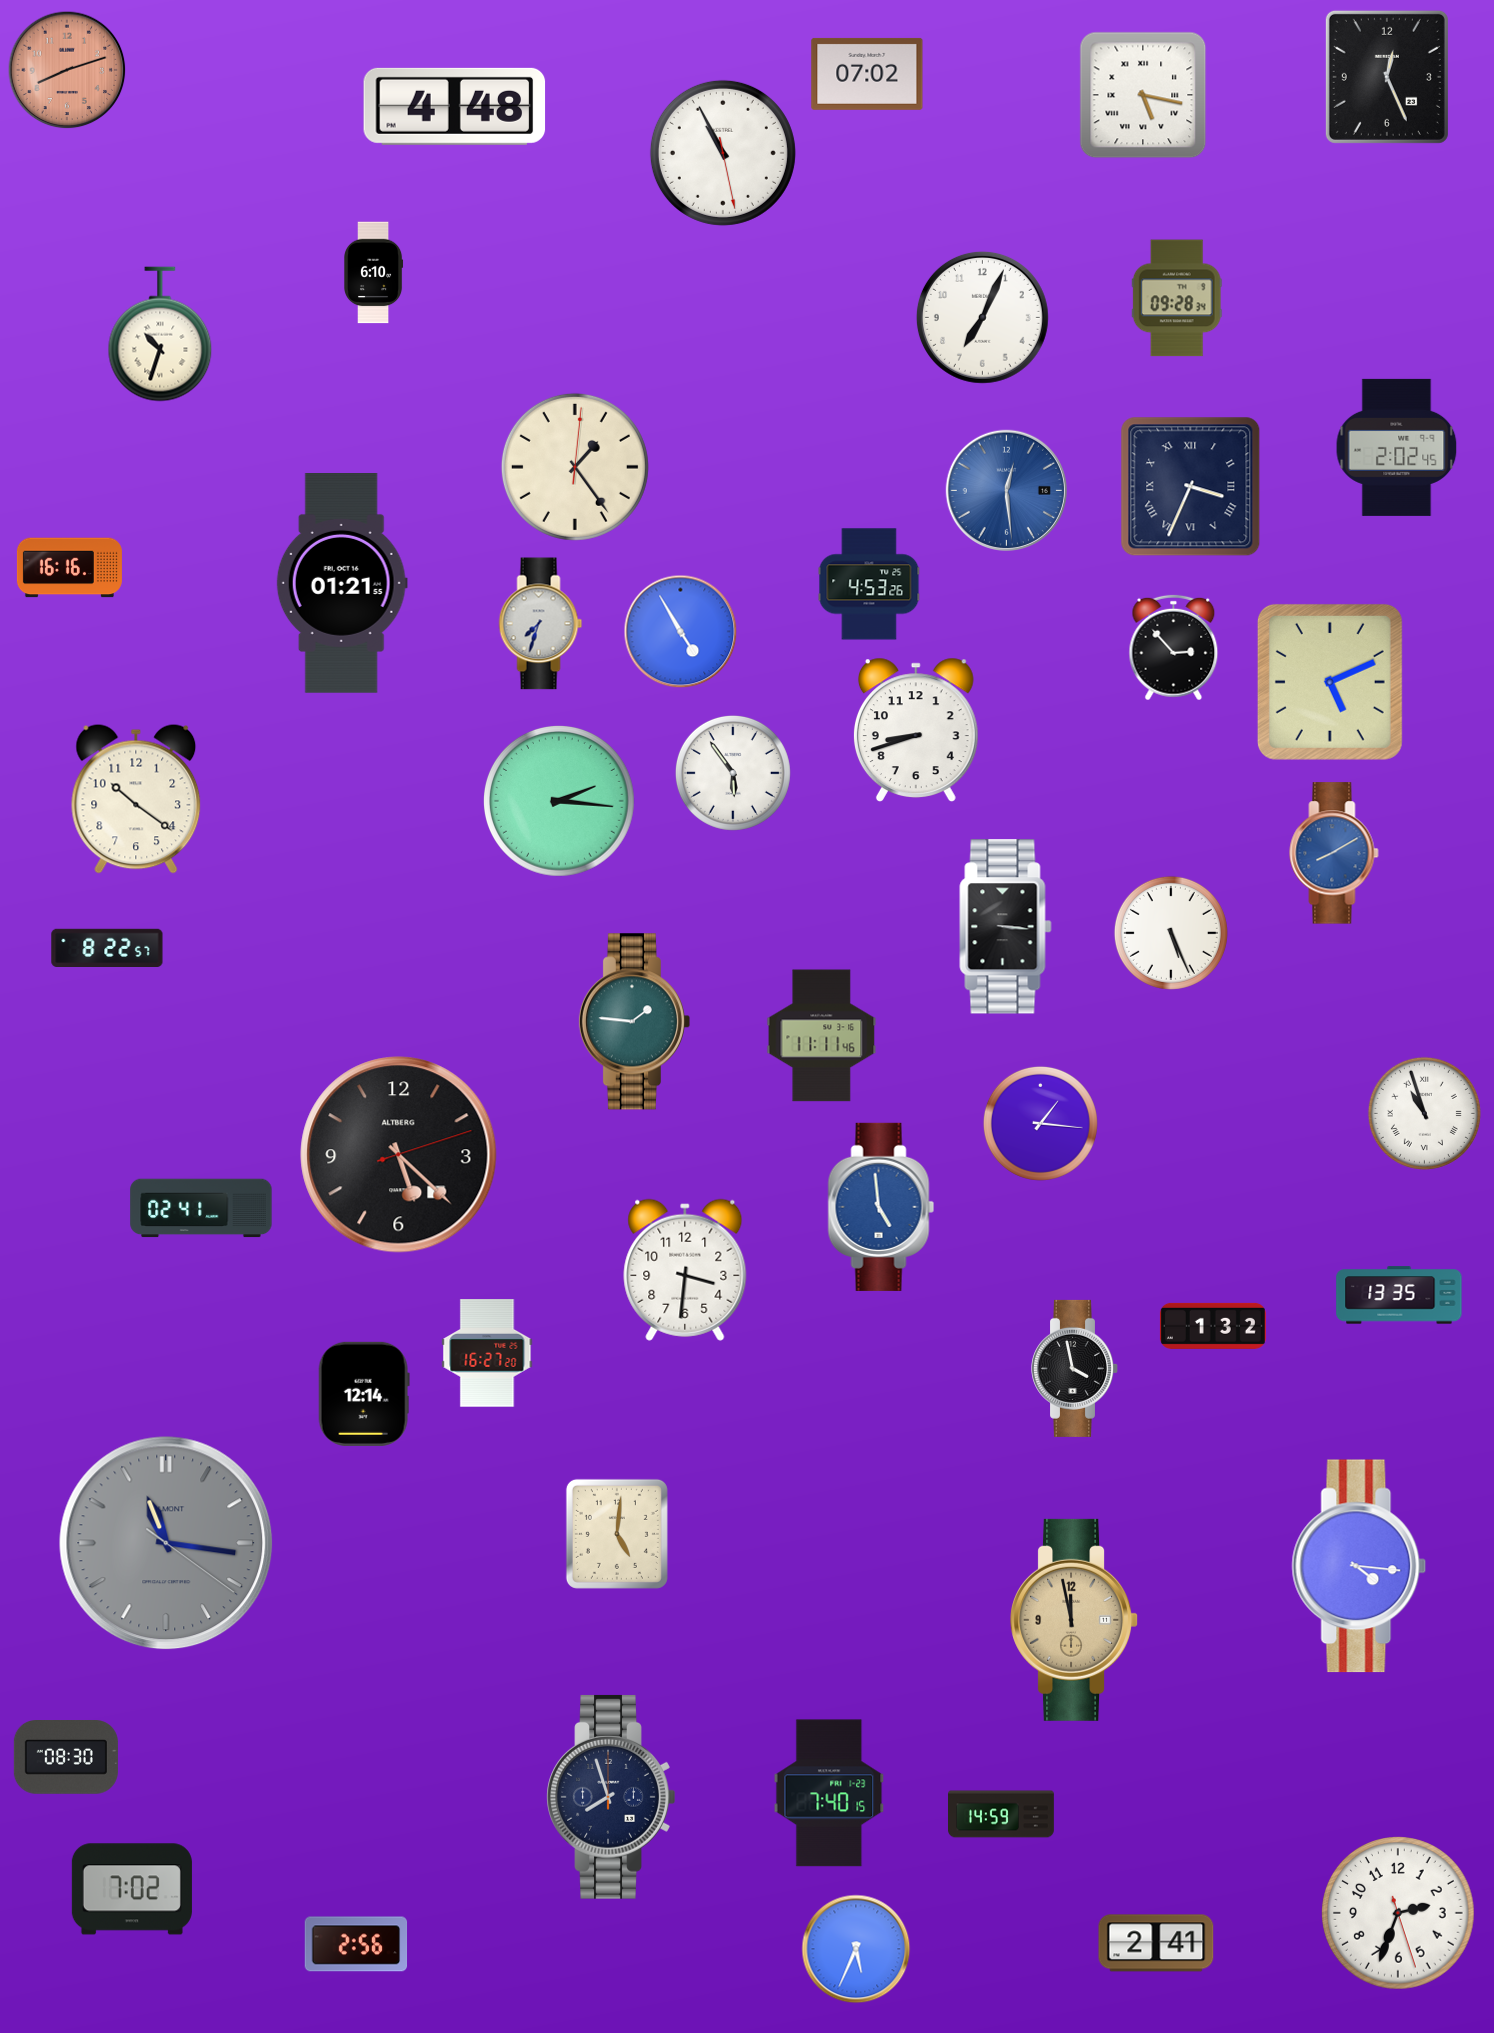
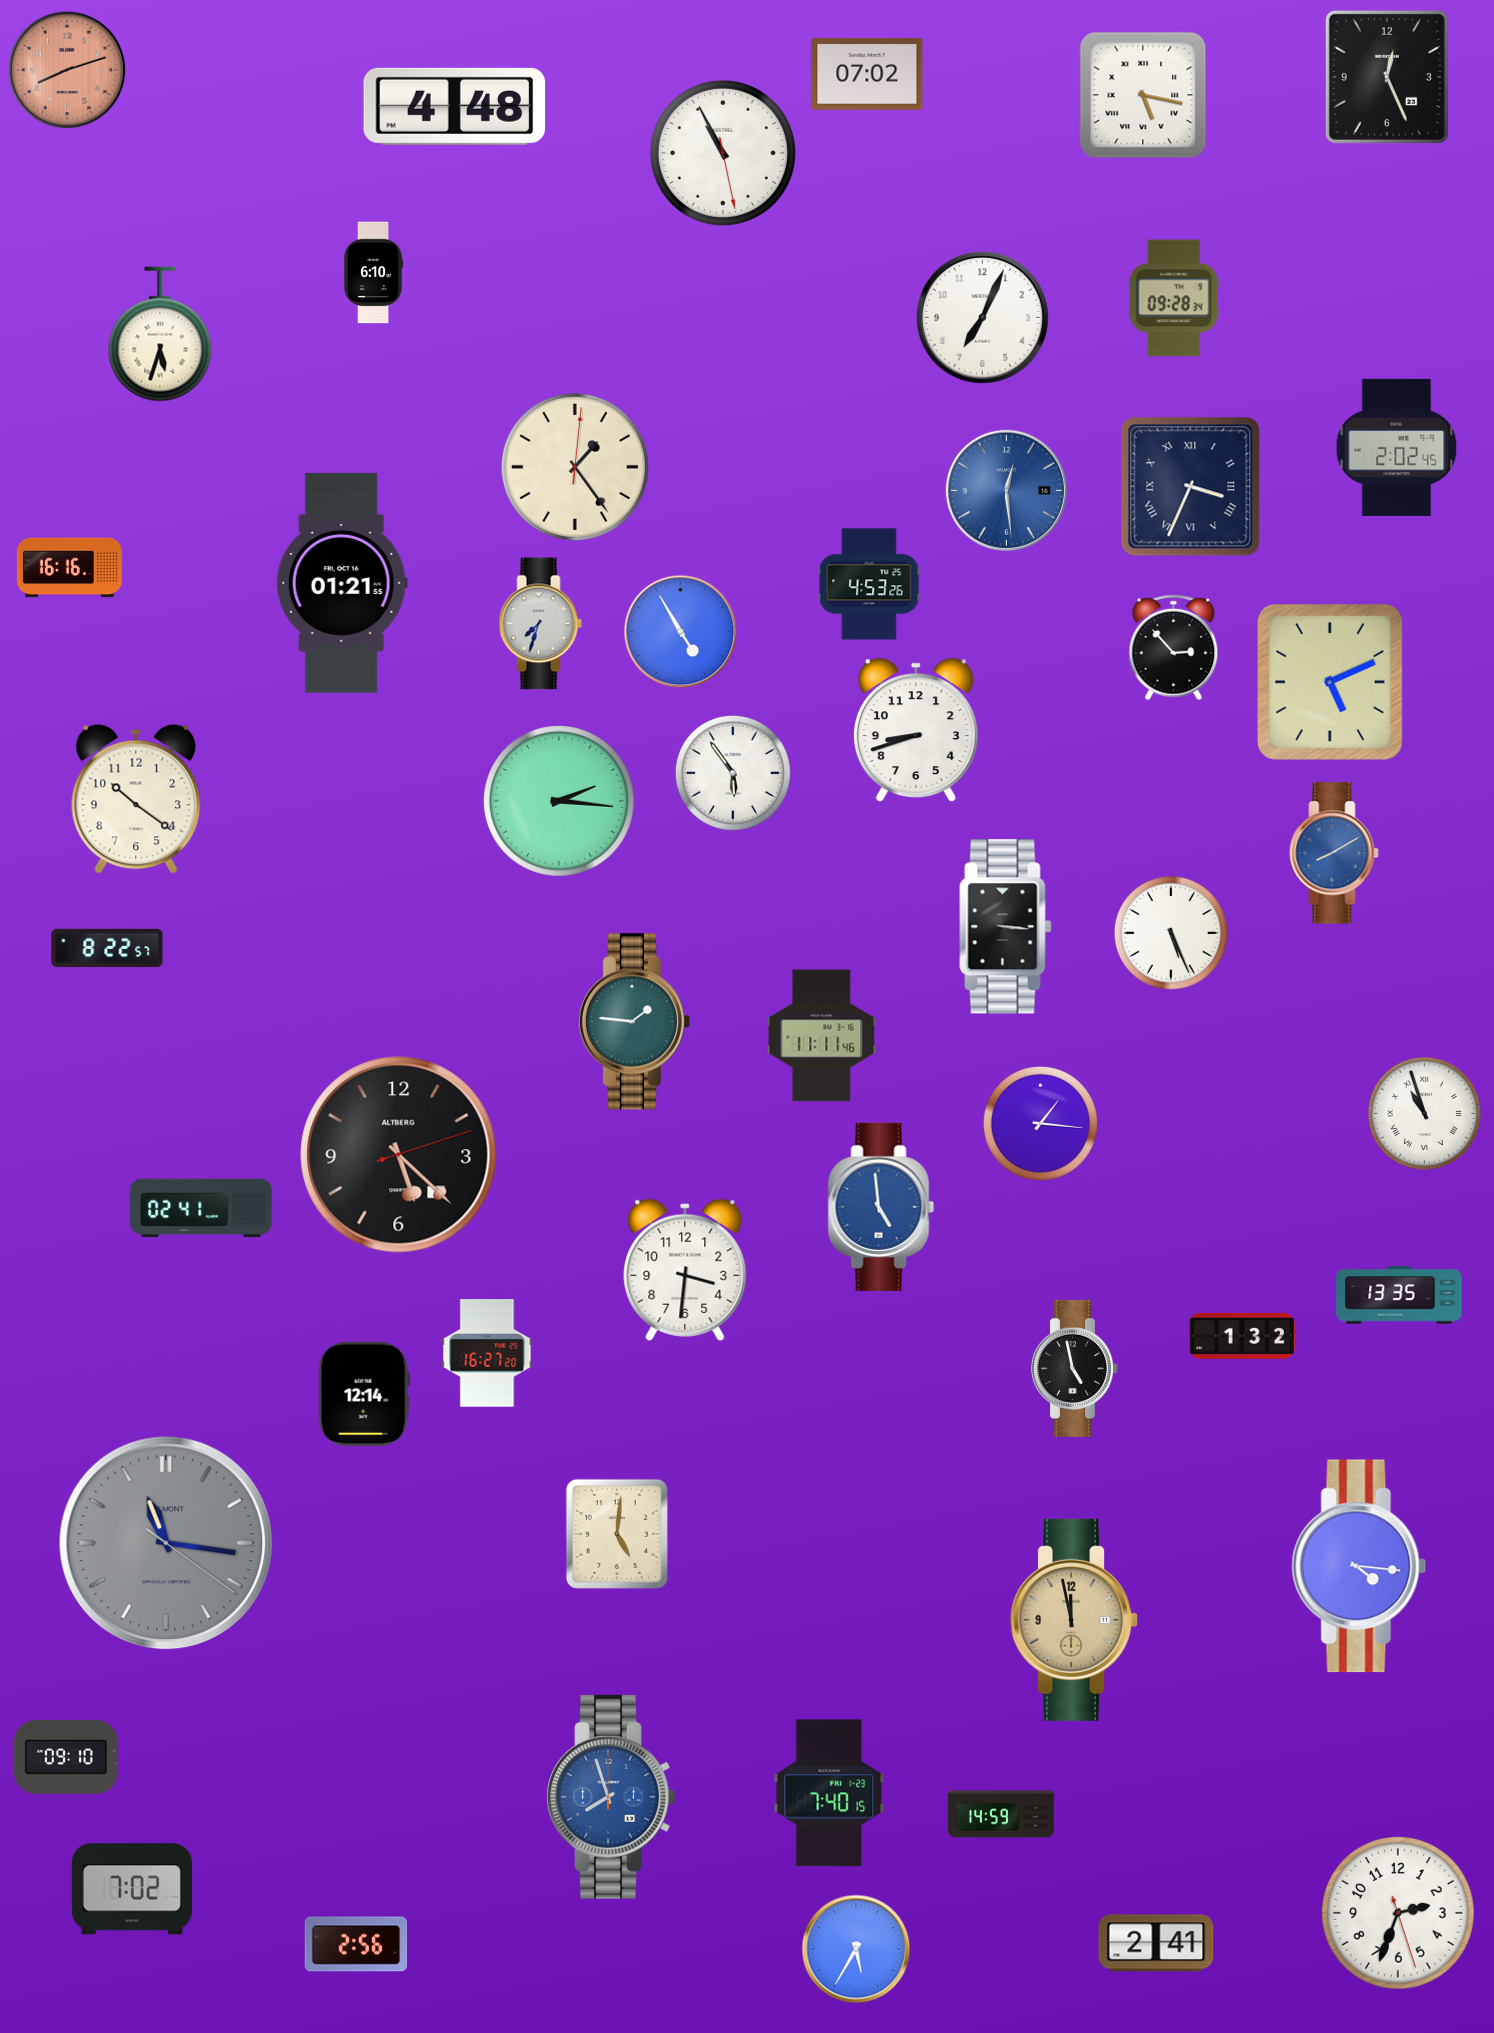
clock at (1177, 298) position: (1177, 298) -> (1174, 298)
clock at (160, 334): 10:33 -> 5:33
clock at (1213, 1326) position: (1213, 1326) -> (1242, 1336)
clock at (1075, 1368): 3:58 -> 4:58
clock at (66, 1758): 08:30 -> 09:10
clock at (611, 1797) dial: navy -> blue
clock at (856, 1949): 5:34 -> 5:35
